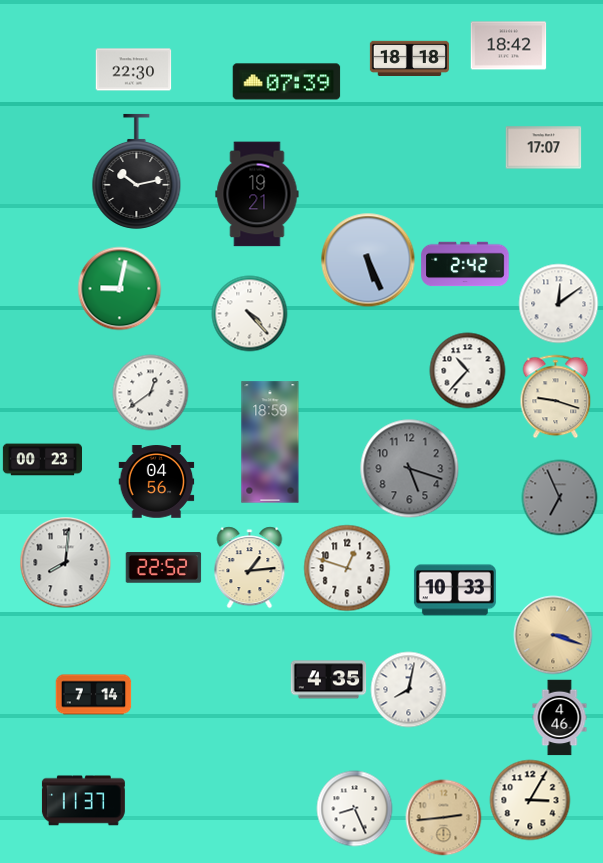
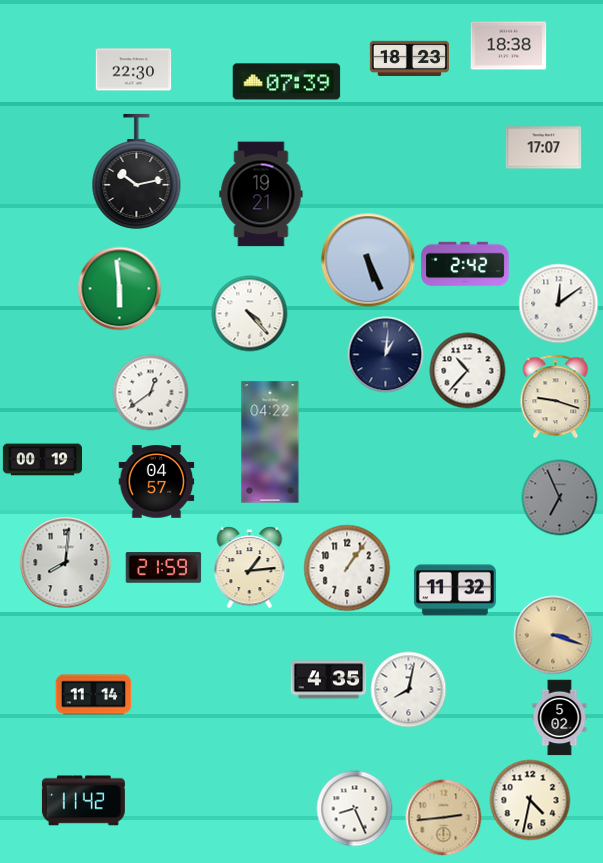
clock at (509, 46): 18:42 -> 18:38
clock at (409, 58): 18:18 -> 18:23
clock at (257, 194) position: (257, 194) -> (261, 194)
clock at (120, 289): 9:02 -> 5:59
clock at (386, 355): none -> 1:01
clock at (270, 442): 18:59 -> 04:22
clock at (42, 460): 00:23 -> 00:19
clock at (410, 469): 5:18 -> none
clock at (157, 482): 04:56 -> 04:57
clock at (164, 568): 22:52 -> 21:59
clock at (347, 568): 12:48 -> 1:06
clock at (455, 590): 10:33 -> 11:32
clock at (94, 695): 7:14 -> 11:14
clock at (560, 718): 4:46 -> 5:02
clock at (530, 800): 3:05 -> 4:32
clock at (83, 801): 11:37 -> 11:42
